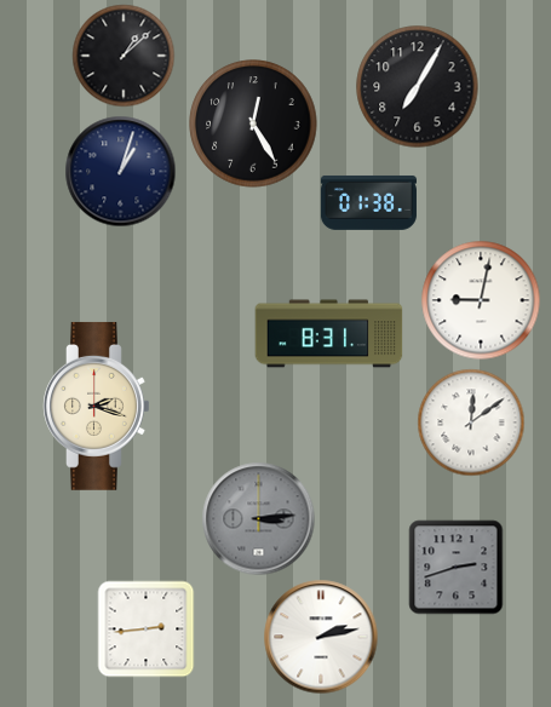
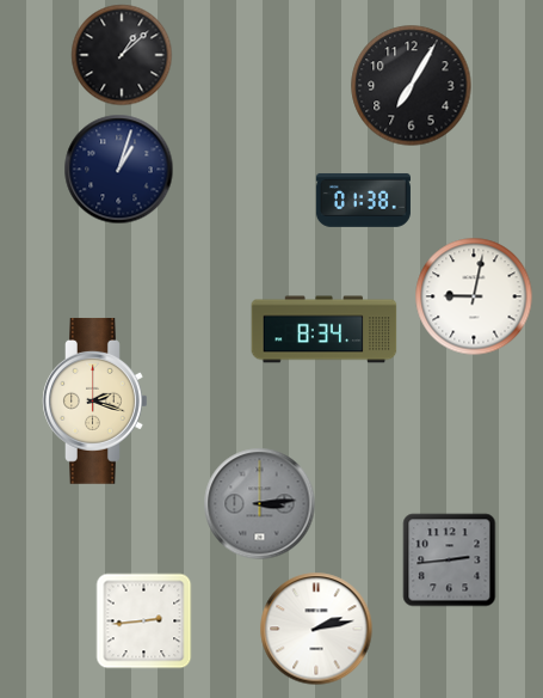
clock at (253, 123): 12:25 -> none
clock at (329, 334): 8:31 -> 8:34
clock at (471, 423): 12:09 -> none
clock at (258, 518) position: (258, 518) -> (259, 503)
clock at (455, 567): 2:42 -> 2:44
